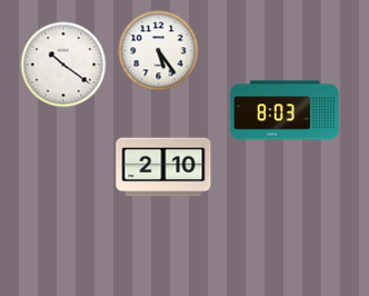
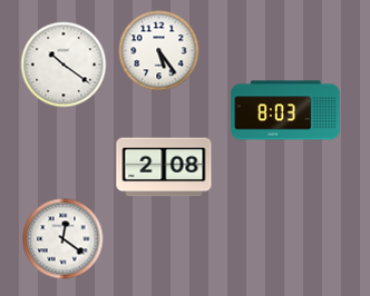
clock at (163, 167): 2:10 -> 2:08
clock at (64, 239): none -> 12:21
